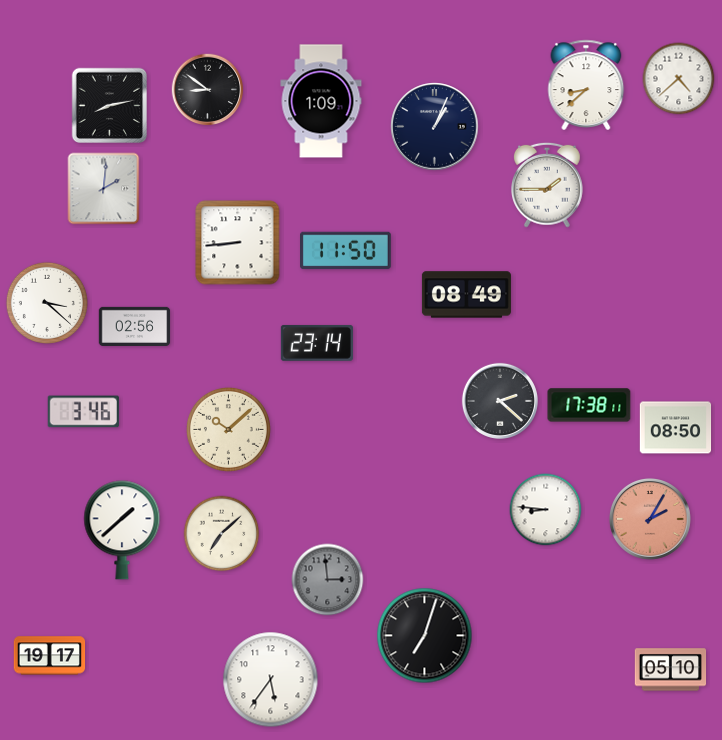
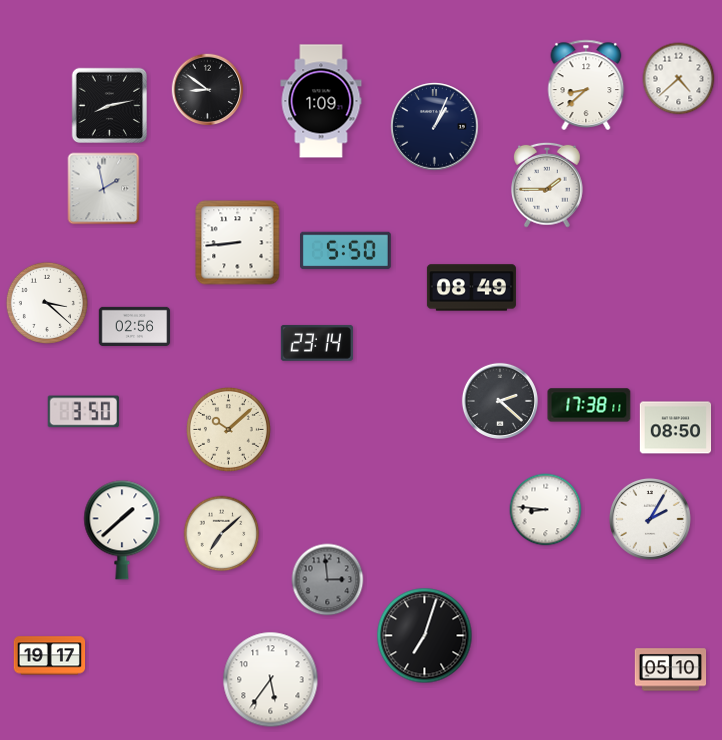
clock at (104, 189): 2:01 -> 1:58
clock at (346, 251): 11:50 -> 5:50
clock at (466, 295) position: (466, 295) -> (471, 288)
clock at (83, 412): 3:46 -> 3:50
clock at (650, 519) dial: salmon -> white
